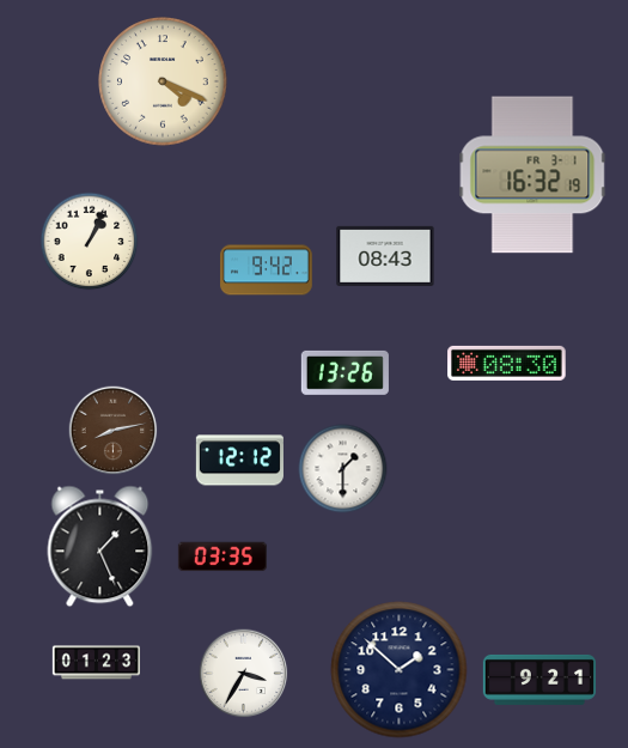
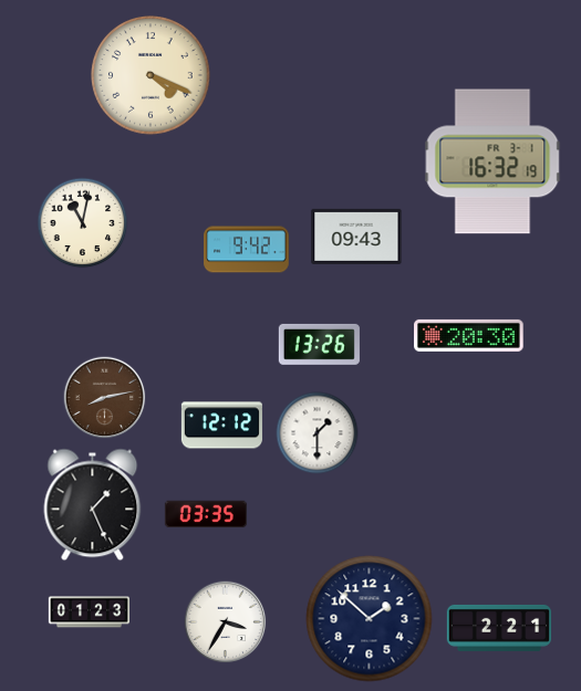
clock at (90, 242): 1:04 -> 11:02
clock at (385, 256): 08:43 -> 09:43
clock at (507, 363): 08:30 -> 20:30
clock at (538, 680): 9:21 -> 2:21
